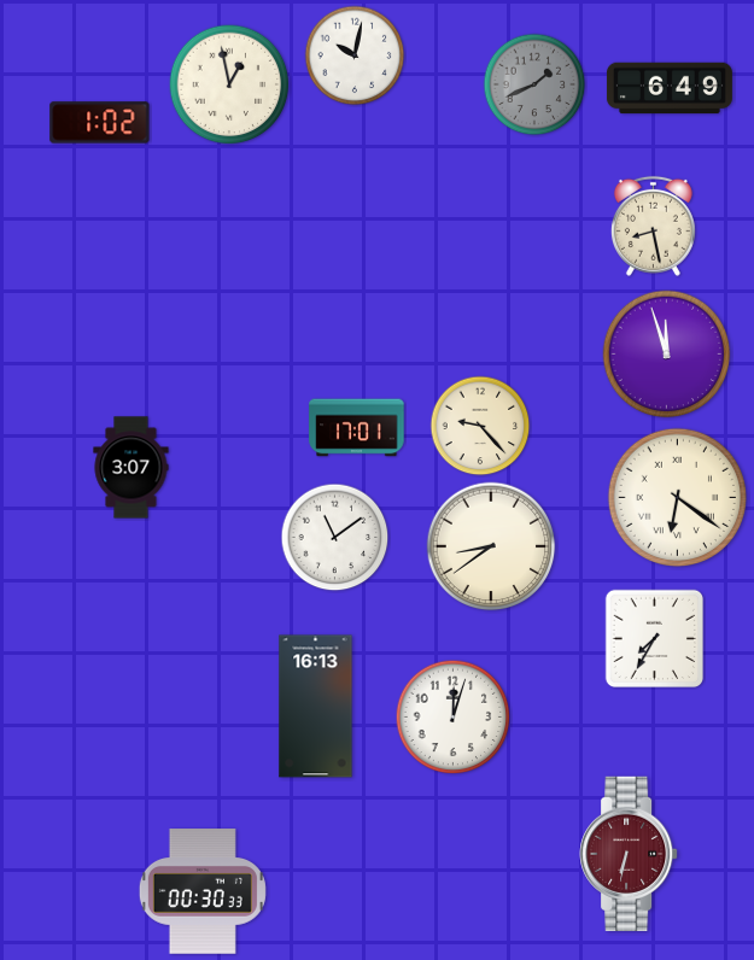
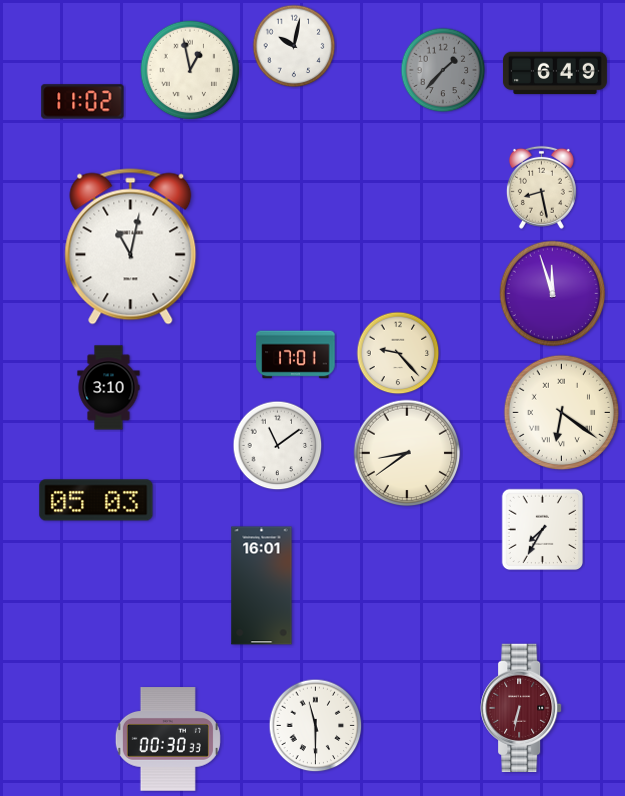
clock at (534, 84): 1:41 -> 1:37
clock at (100, 123): 1:02 -> 11:02
clock at (131, 247): none -> 11:02
clock at (131, 468): 3:07 -> 3:10
clock at (96, 500): none -> 05:03
clock at (316, 707): 16:13 -> 16:01
clock at (454, 718): 12:03 -> none
clock at (316, 726): none -> 11:30
